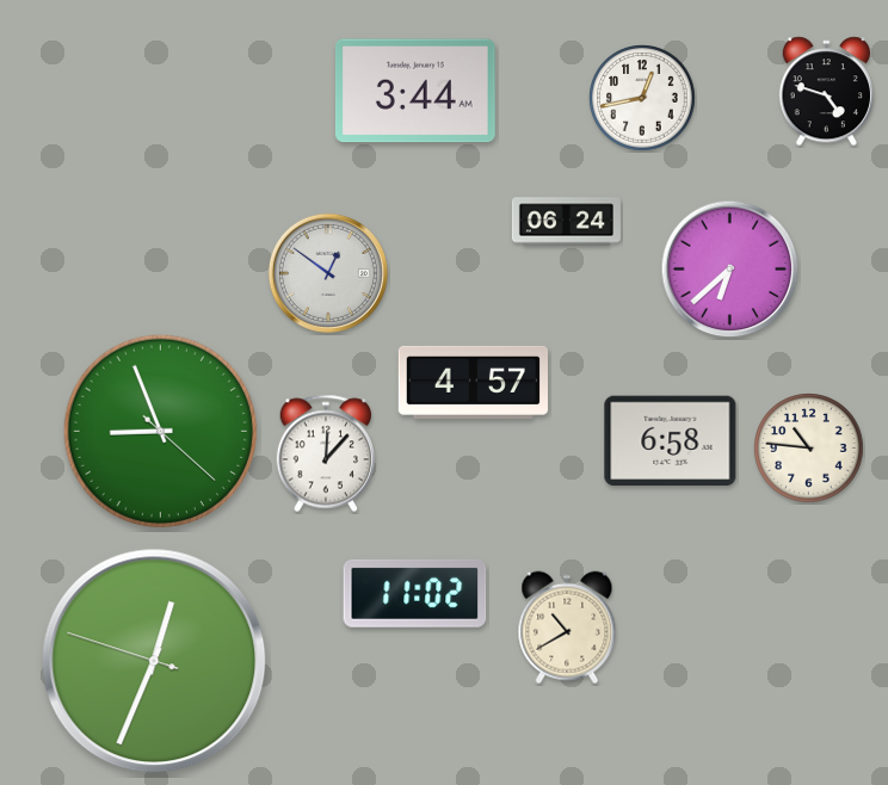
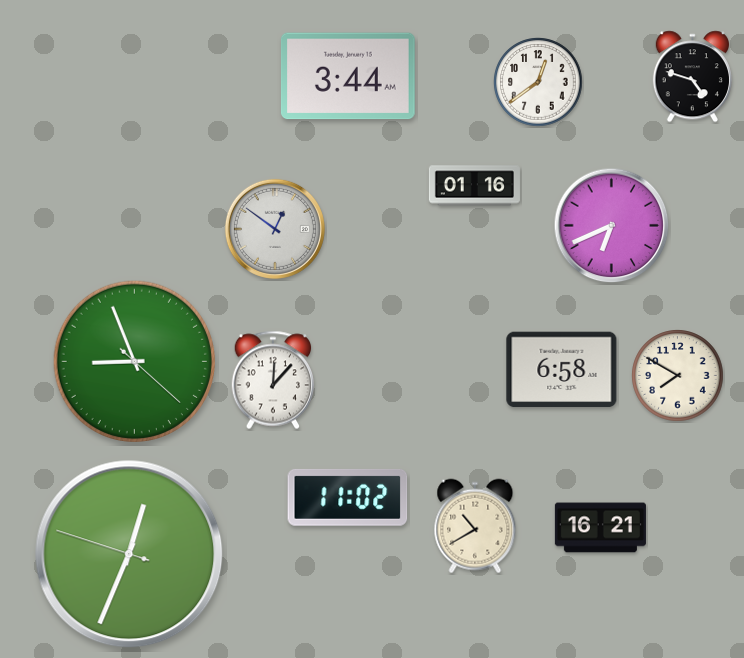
clock at (642, 98): 12:43 -> 12:39
clock at (566, 222): 06:24 -> 01:16
clock at (730, 270): 6:38 -> 6:41
clock at (473, 382): 4:57 -> none
clock at (809, 449): 10:46 -> 7:50
clock at (600, 528): none -> 16:21
